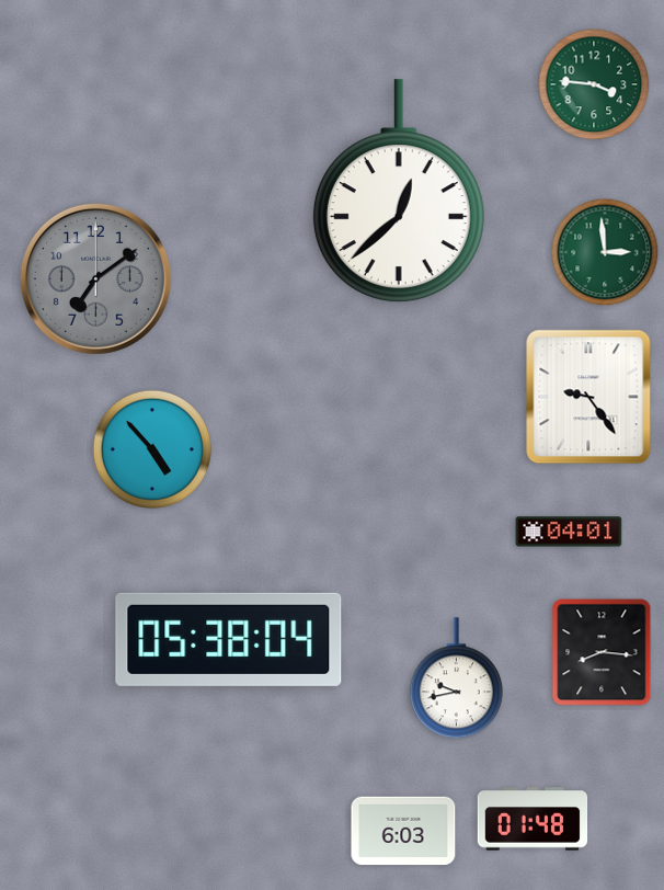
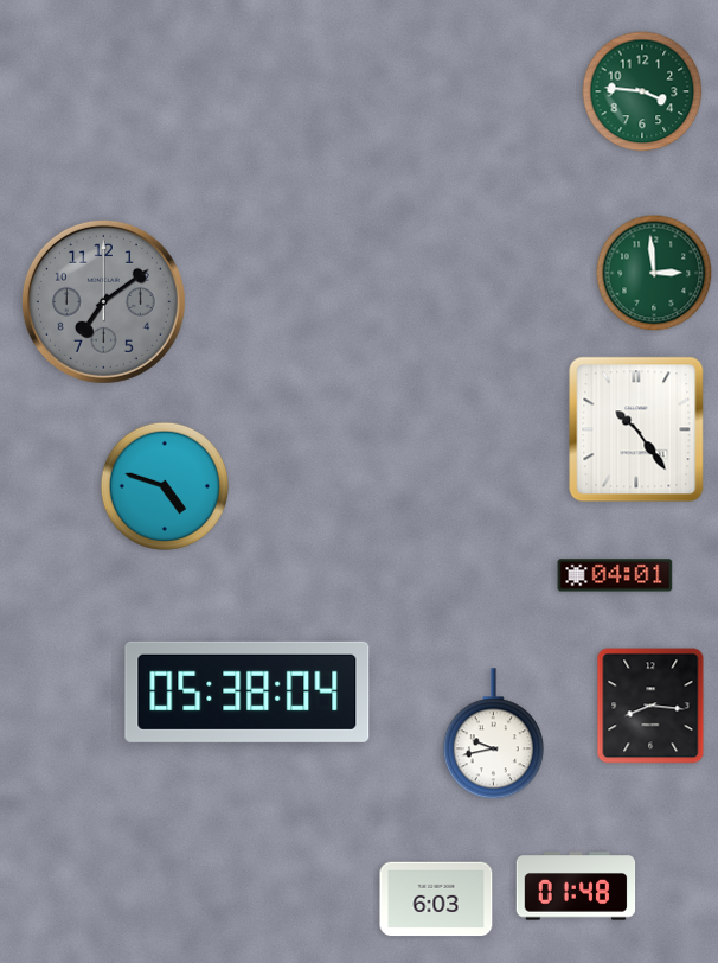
clock at (399, 192): 12:38 -> none
clock at (588, 397): 9:24 -> 10:24
clock at (152, 449): 4:53 -> 4:48
